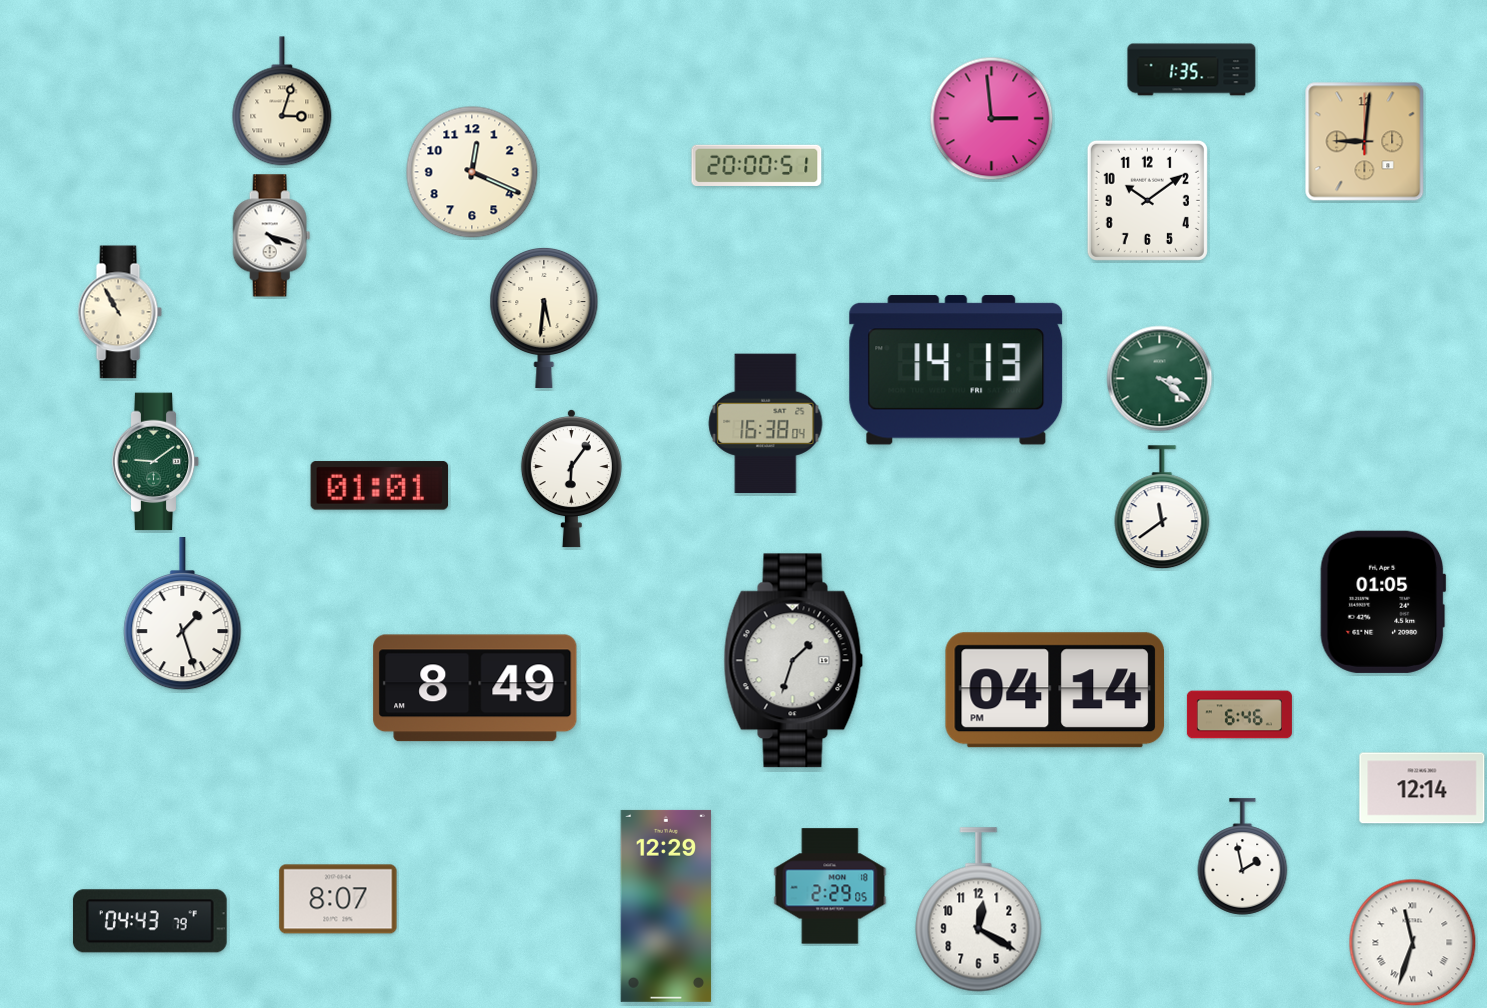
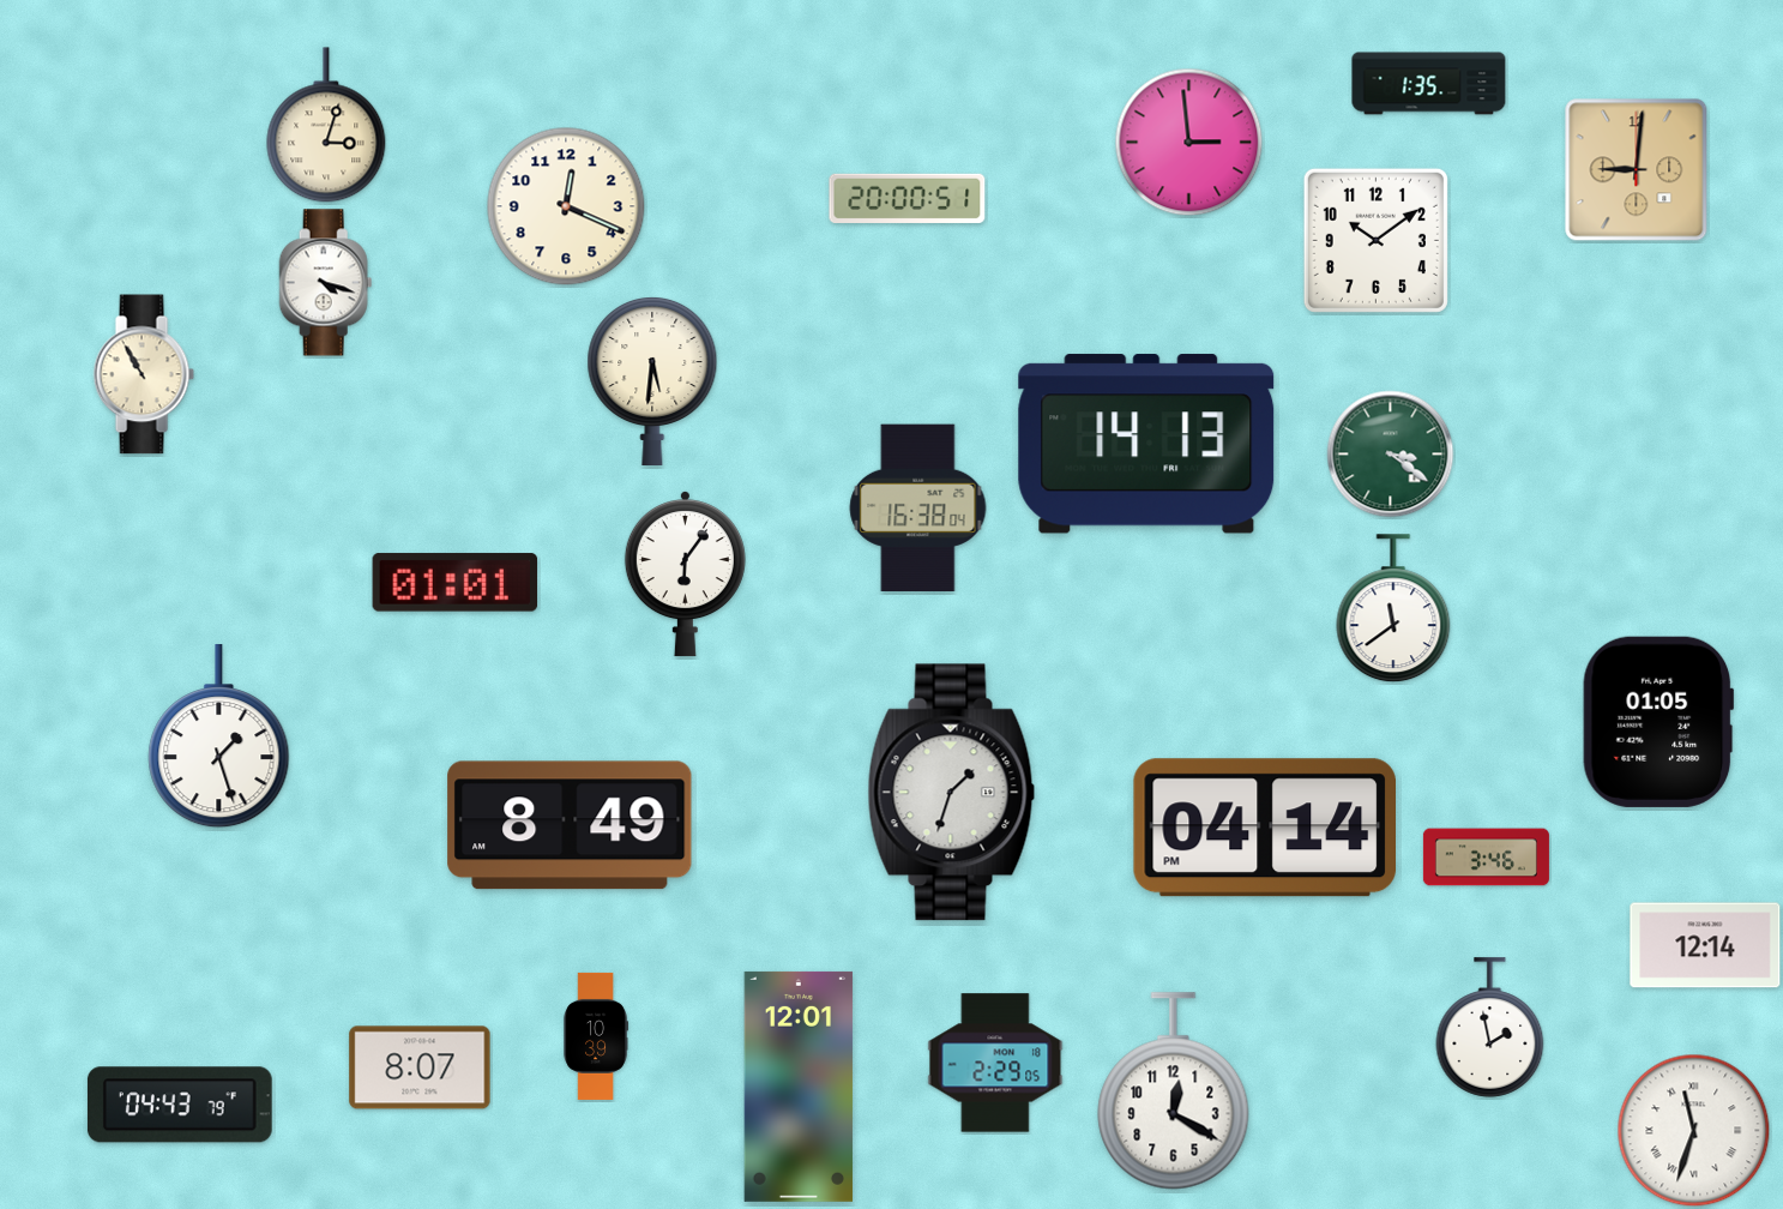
clock at (282, 101) position: (282, 101) -> (326, 125)
clock at (156, 462): 9:09 -> none
clock at (1239, 715): 6:46 -> 3:46
clock at (596, 1036): none -> 10:39
clock at (338, 899) position: (338, 899) -> (420, 1067)
clock at (666, 906): 12:29 -> 12:01
